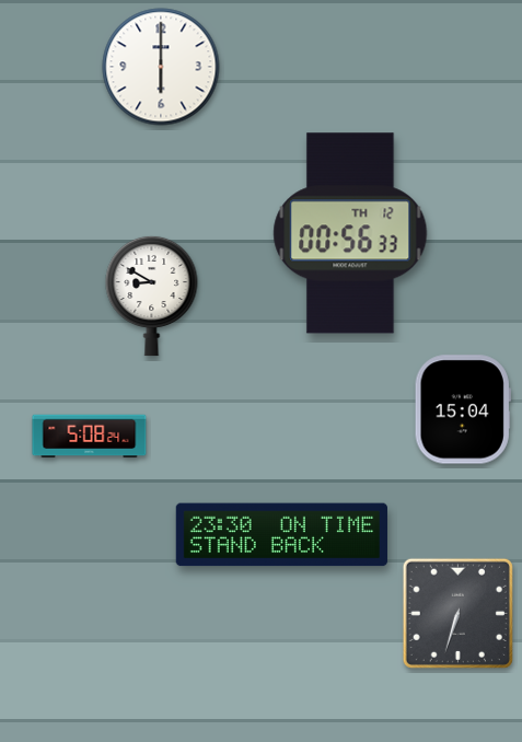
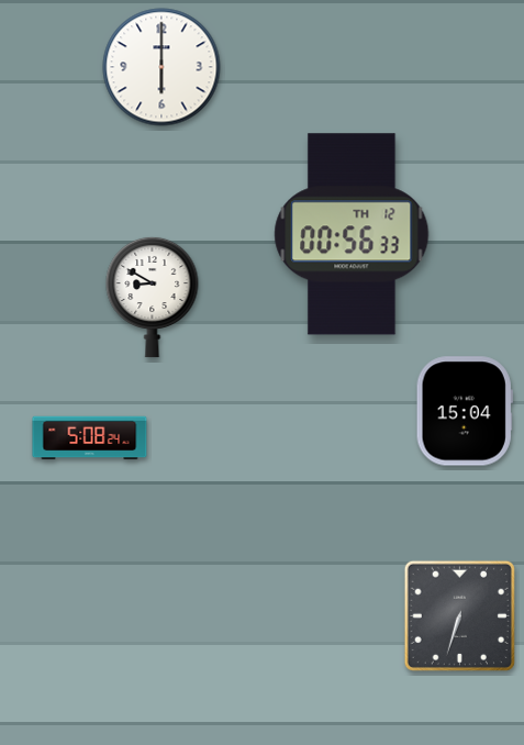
clock at (281, 535): 23:30 -> none
